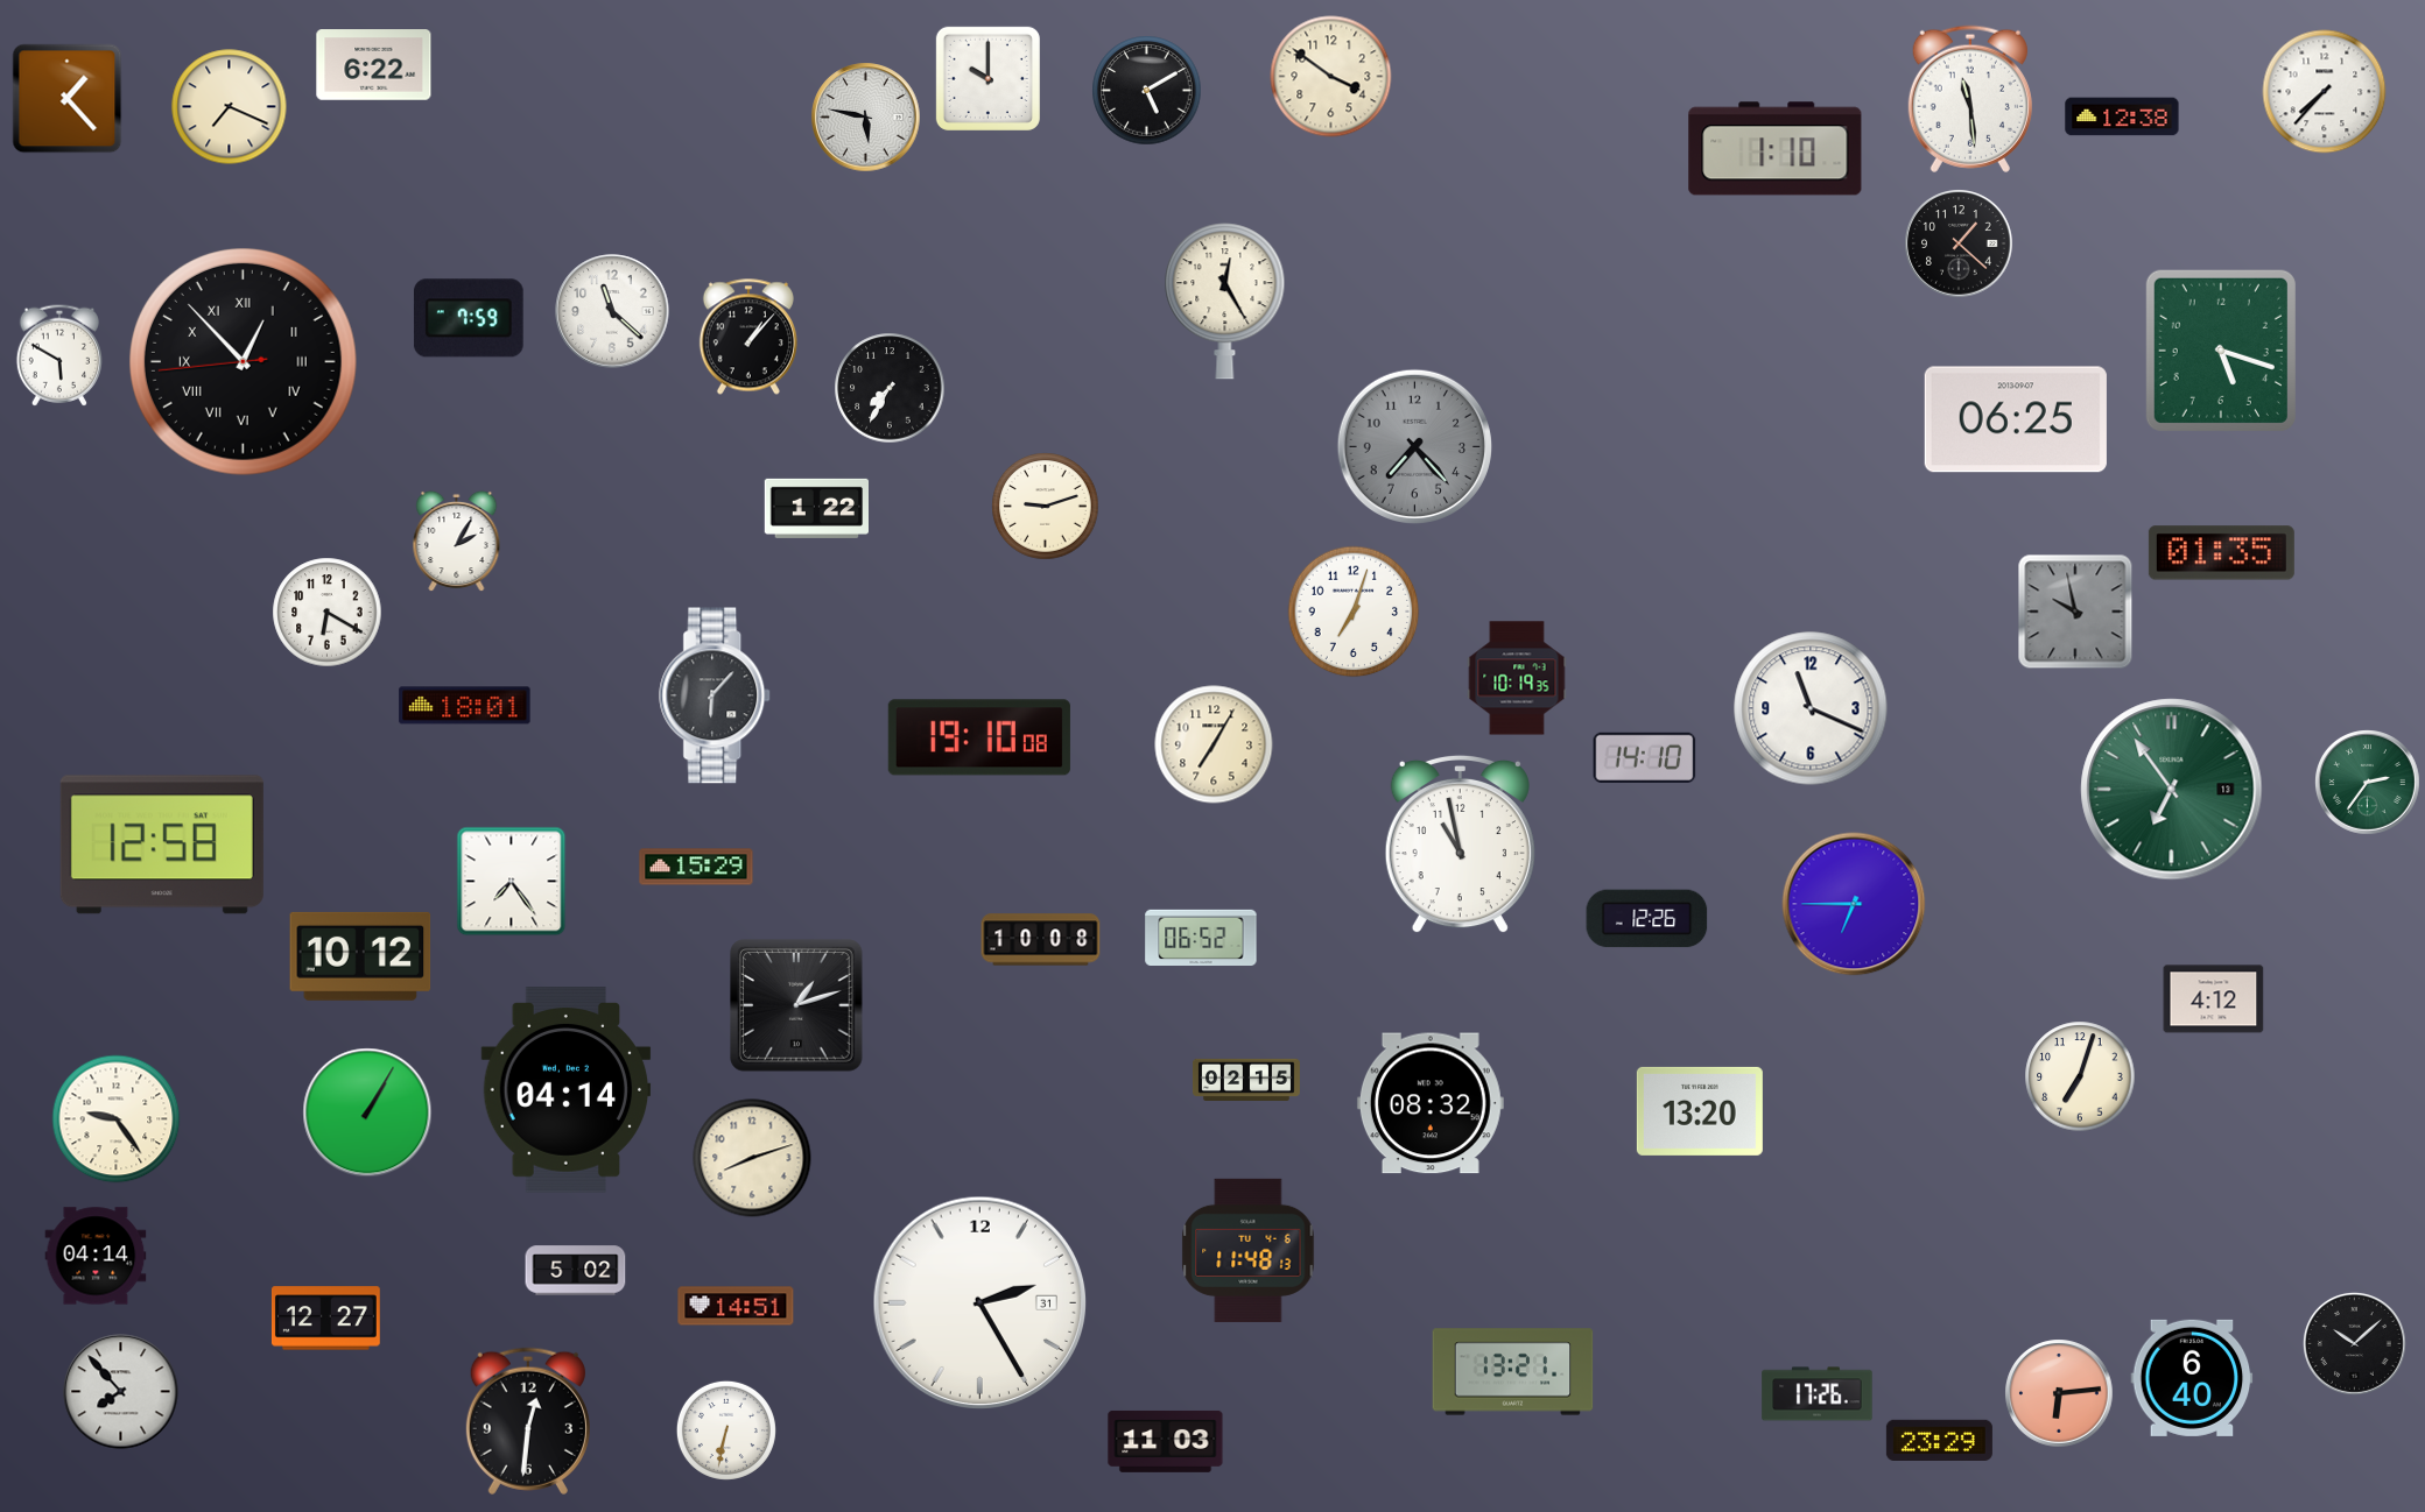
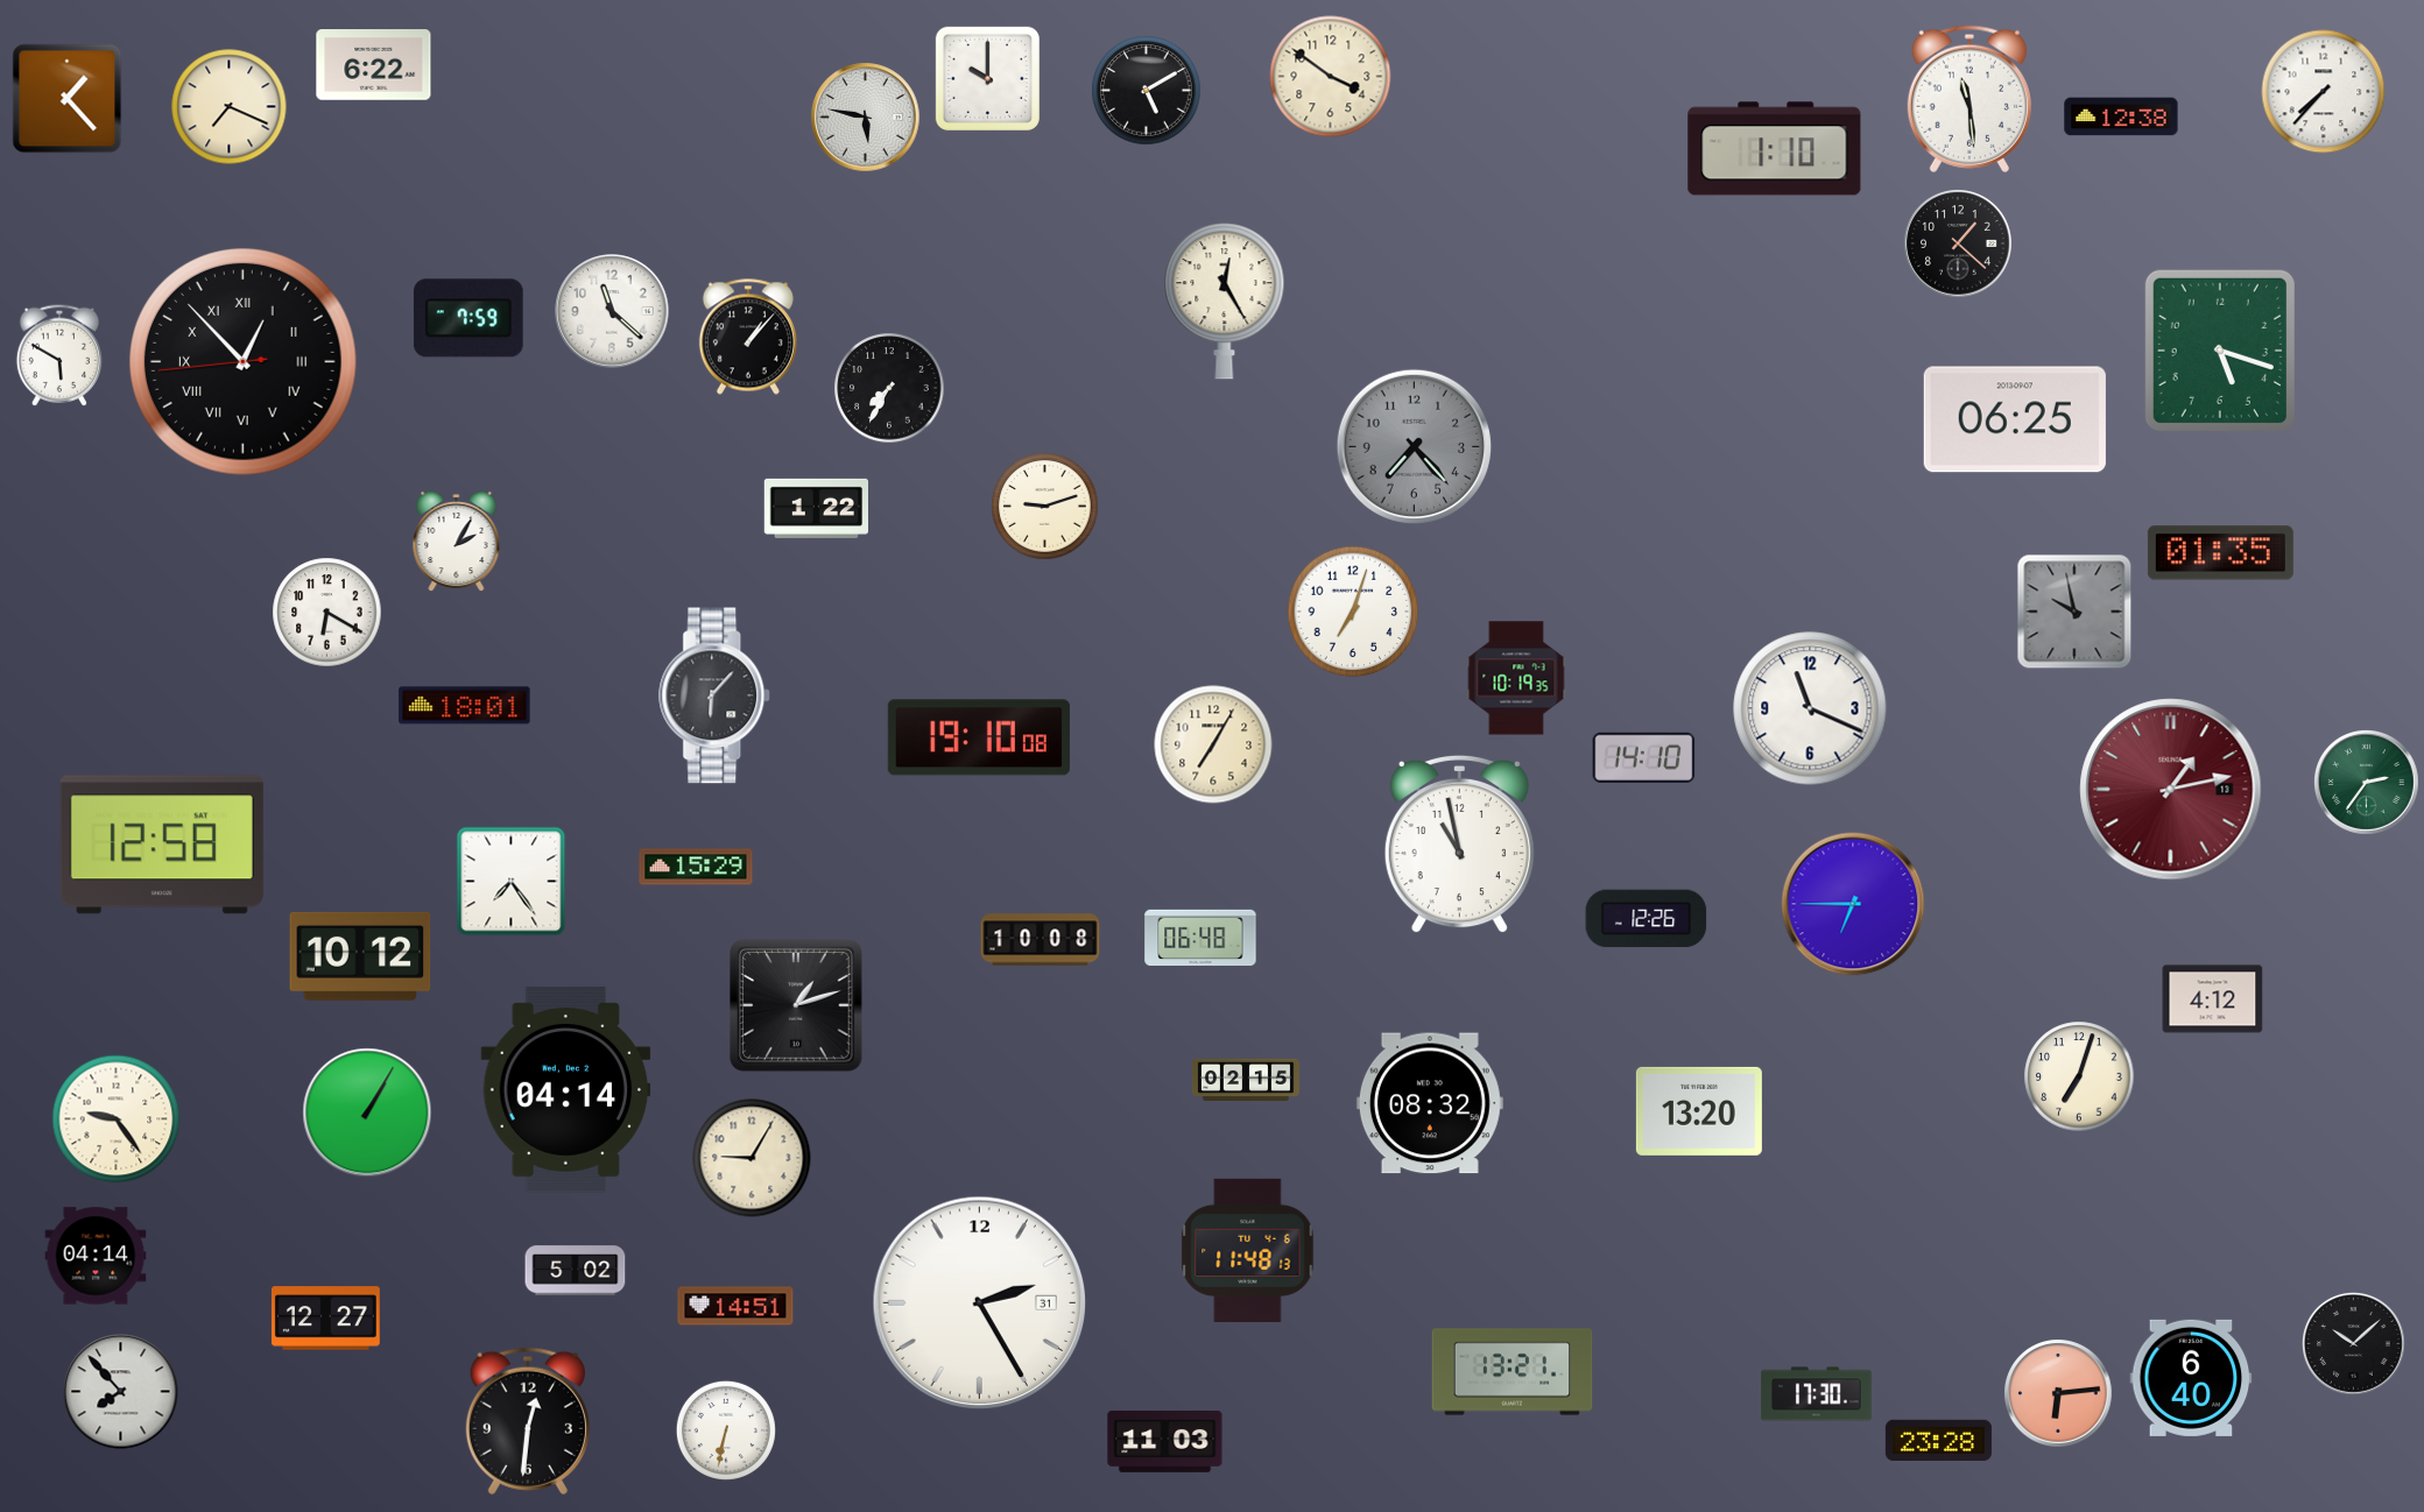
clock at (2172, 790): 6:54 -> 1:13
clock at (2172, 790) dial: green -> burgundy
clock at (1201, 938): 06:52 -> 06:48
clock at (752, 1158): 8:12 -> 9:05
clock at (1818, 1394): 17:26 -> 17:30
clock at (1939, 1441): 23:29 -> 23:28
